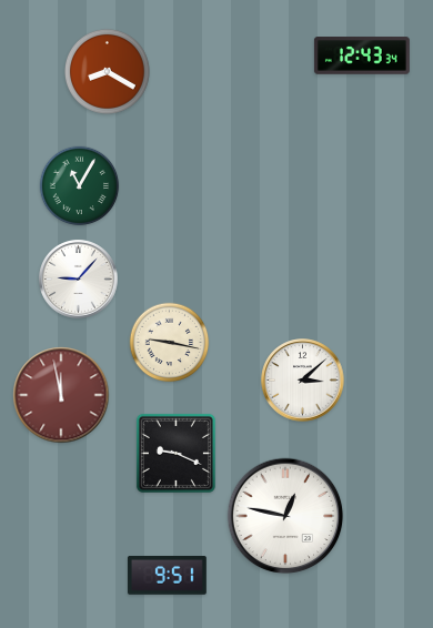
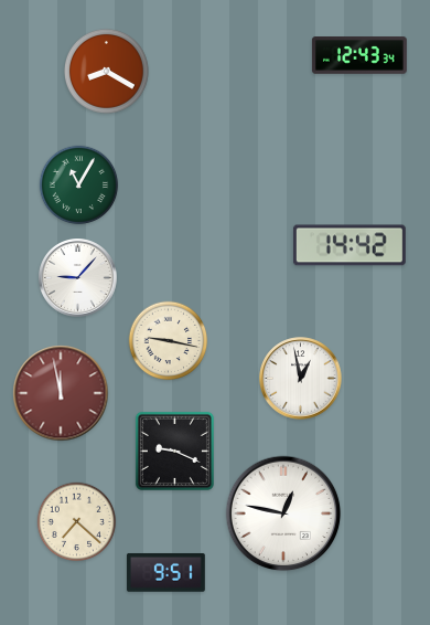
clock at (350, 245): none -> 14:42
clock at (303, 381): 3:08 -> 12:58
clock at (77, 522): none -> 7:22
